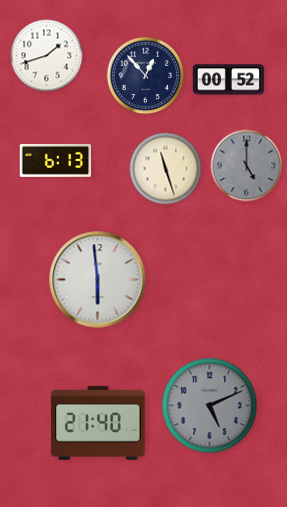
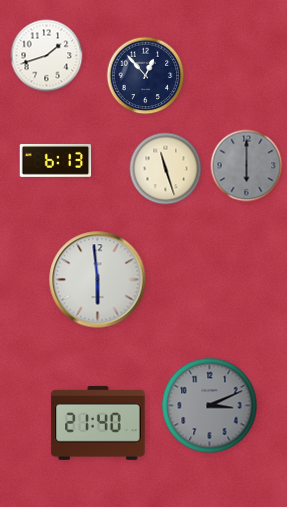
clock at (229, 80): 00:52 -> none
clock at (247, 166): 5:00 -> 6:00
clock at (210, 406): 5:11 -> 3:11
